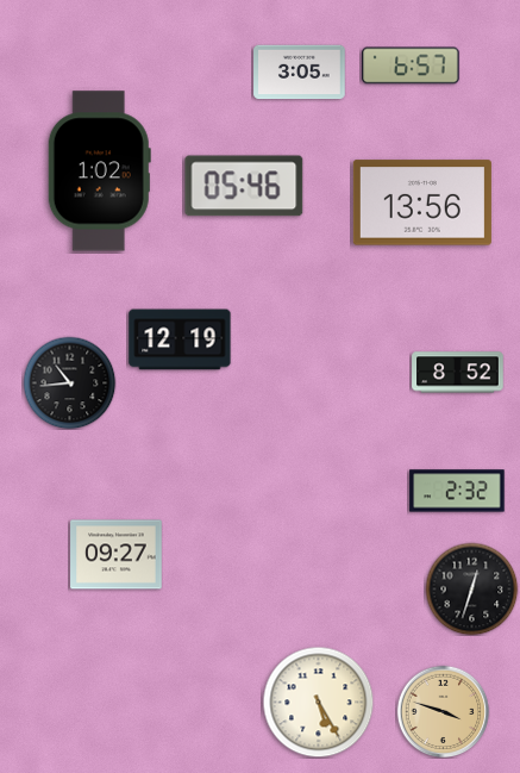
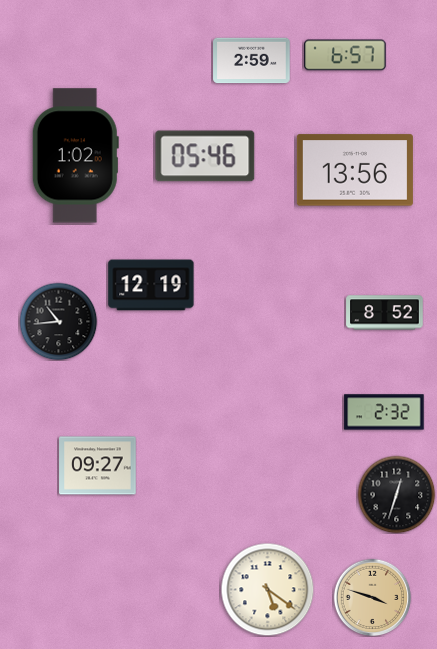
clock at (300, 73): 3:05 -> 2:59
clock at (99, 172) position: (99, 172) -> (75, 156)
clock at (318, 702): 5:25 -> 5:21
